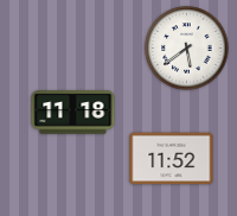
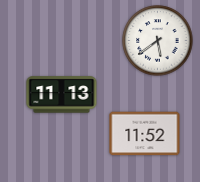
clock at (73, 113): 11:18 -> 11:13
